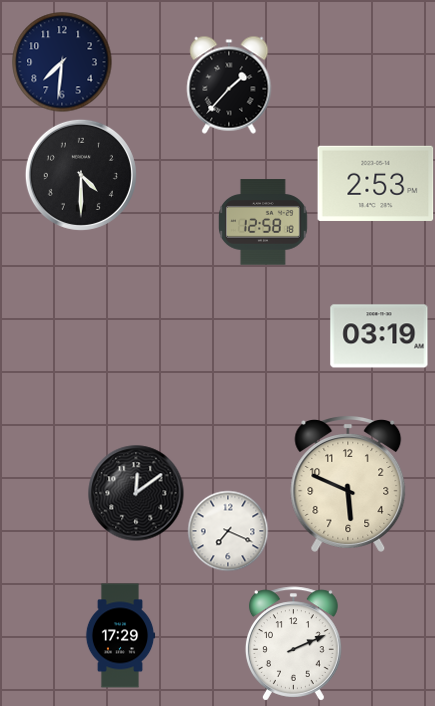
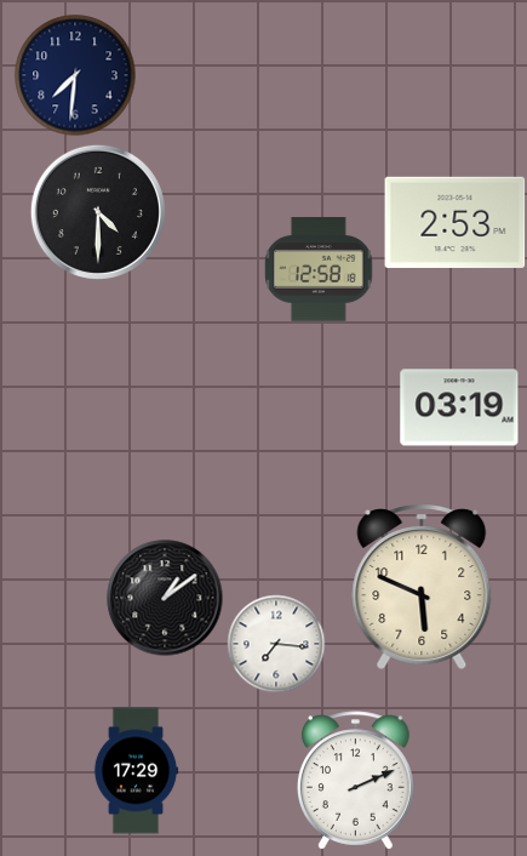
clock at (229, 85): 1:37 -> none
clock at (136, 493): 12:09 -> 1:09
clock at (228, 531): 7:19 -> 7:16
clock at (120, 636) position: (120, 636) -> (136, 771)
